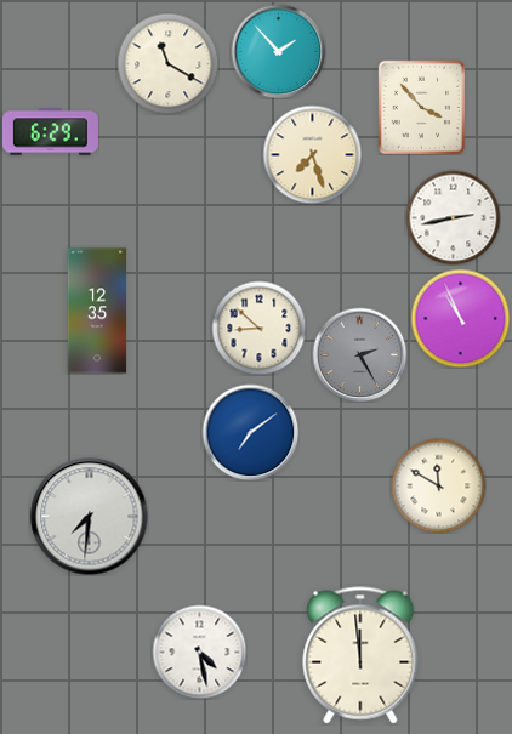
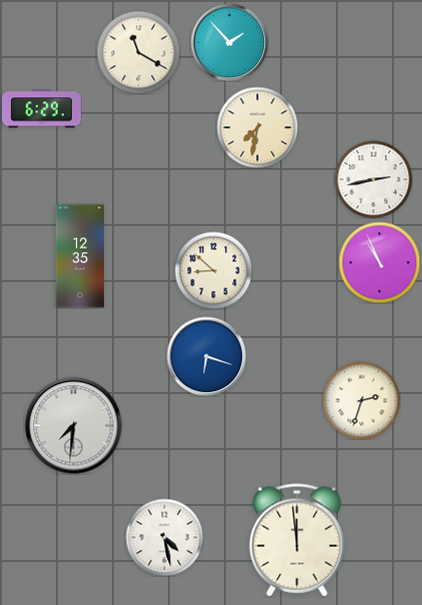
clock at (421, 107): 3:53 -> none
clock at (312, 154): 7:27 -> 7:32
clock at (359, 354): 2:25 -> none
clock at (250, 432): 7:09 -> 6:18
clock at (438, 485): 11:50 -> 2:33
